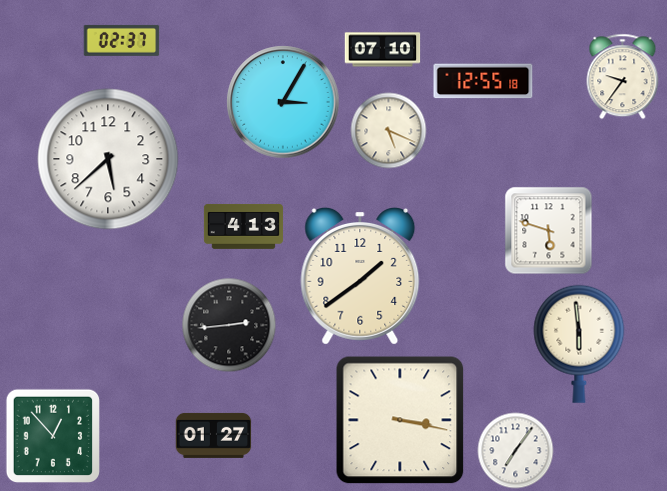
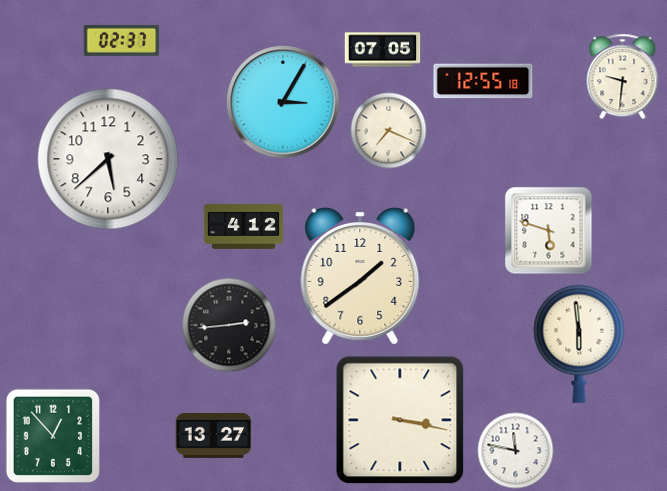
clock at (383, 50): 07:10 -> 07:05
clock at (623, 77): 9:36 -> 9:31
clock at (389, 131): 5:19 -> 7:19
clock at (243, 227): 4:13 -> 4:12
clock at (214, 435): 01:27 -> 13:27
clock at (516, 451): 7:06 -> 11:47
